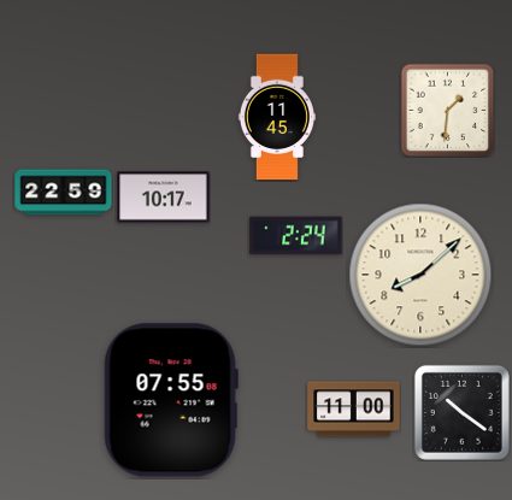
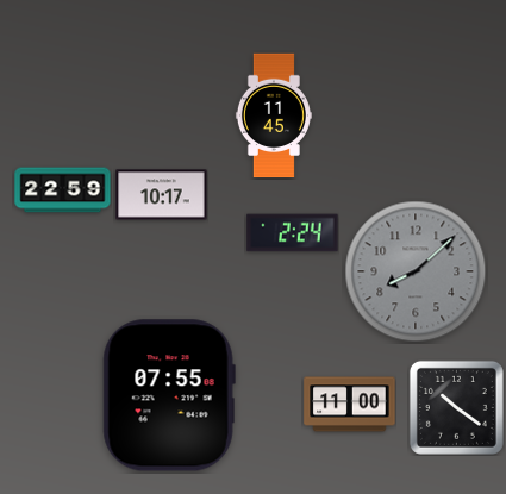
clock at (447, 110): 1:31 -> none
clock at (420, 275) dial: cream -> grey
